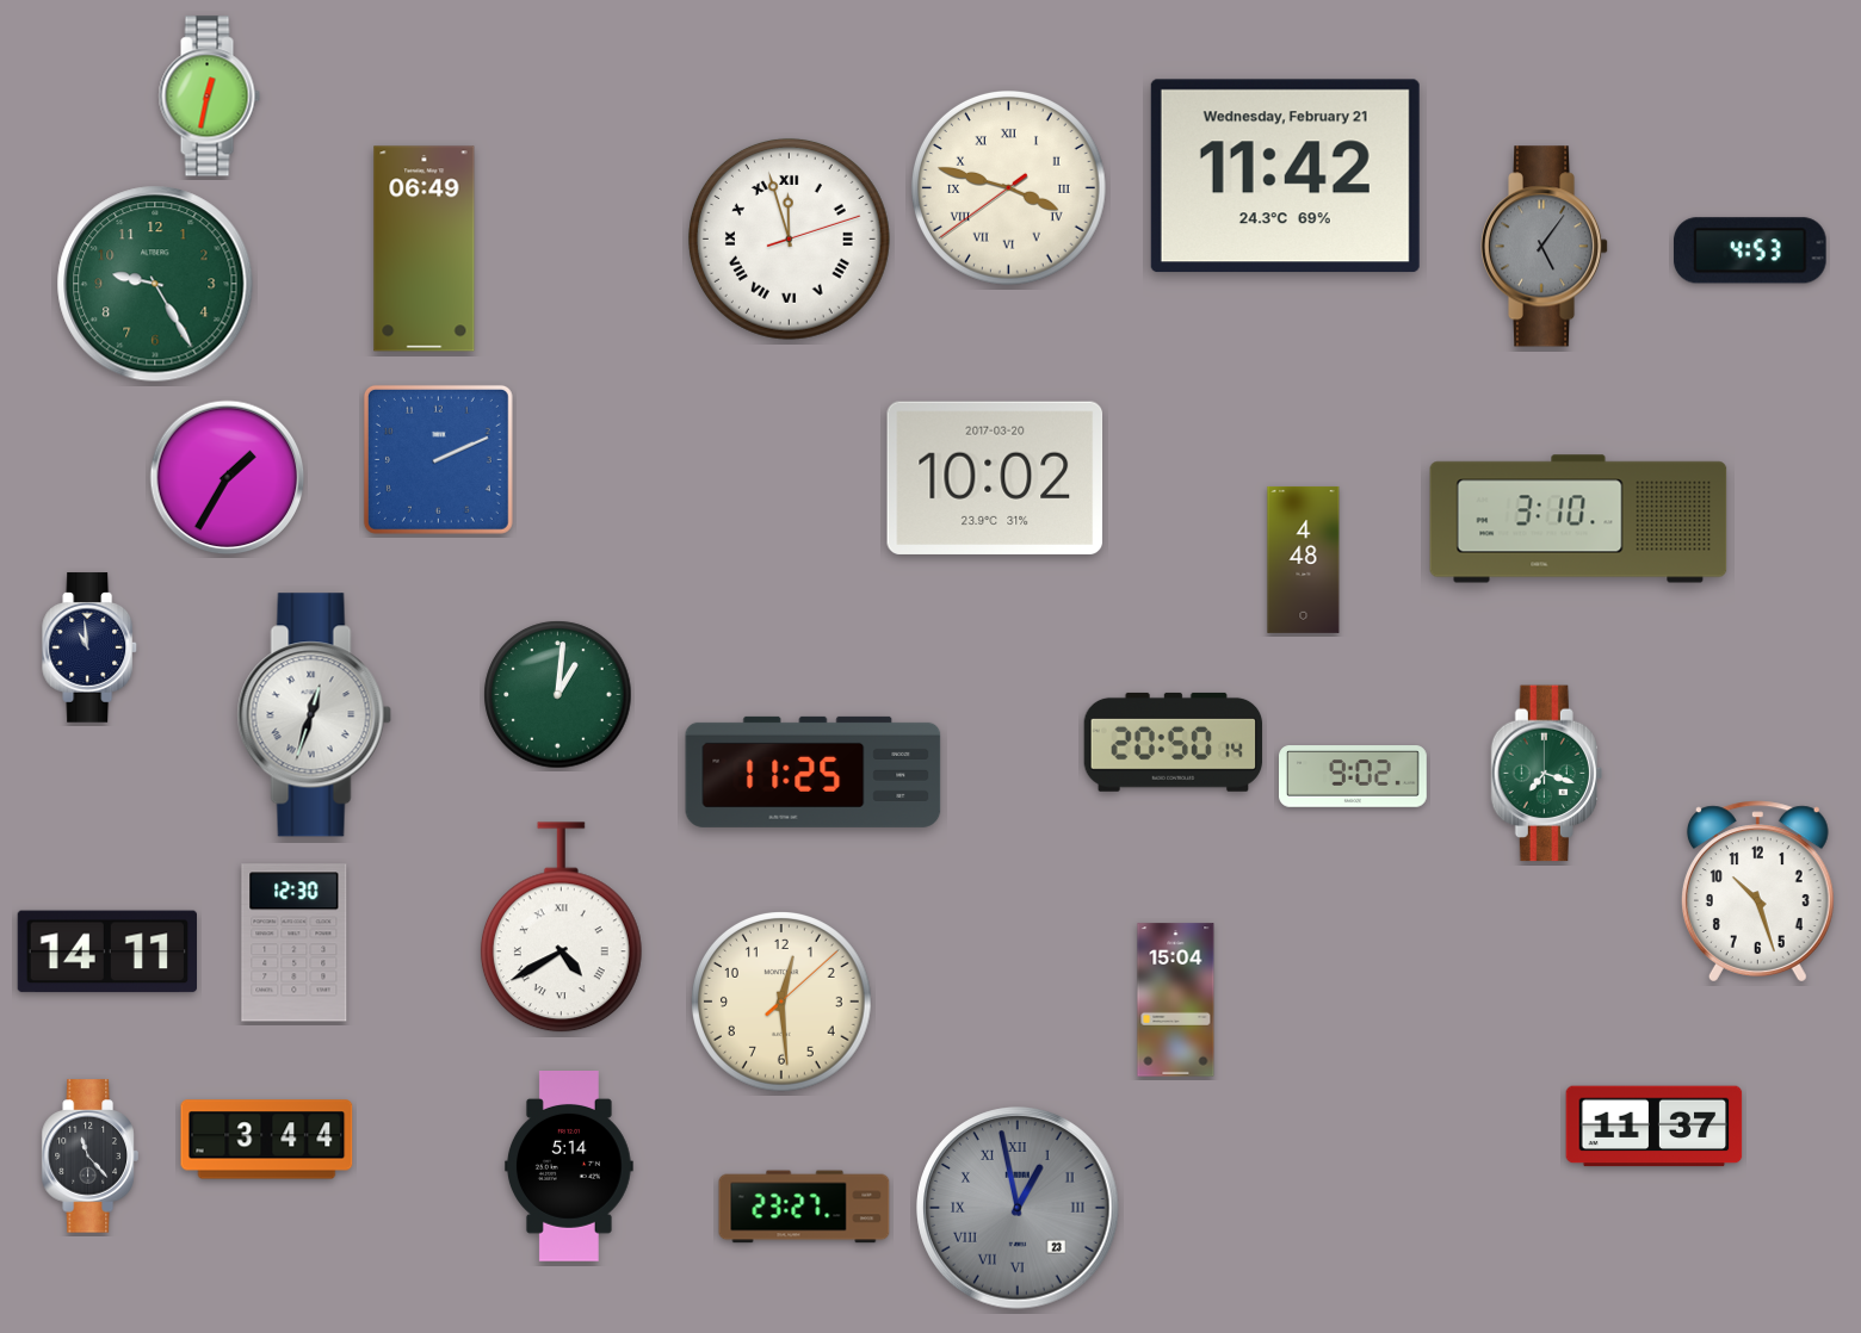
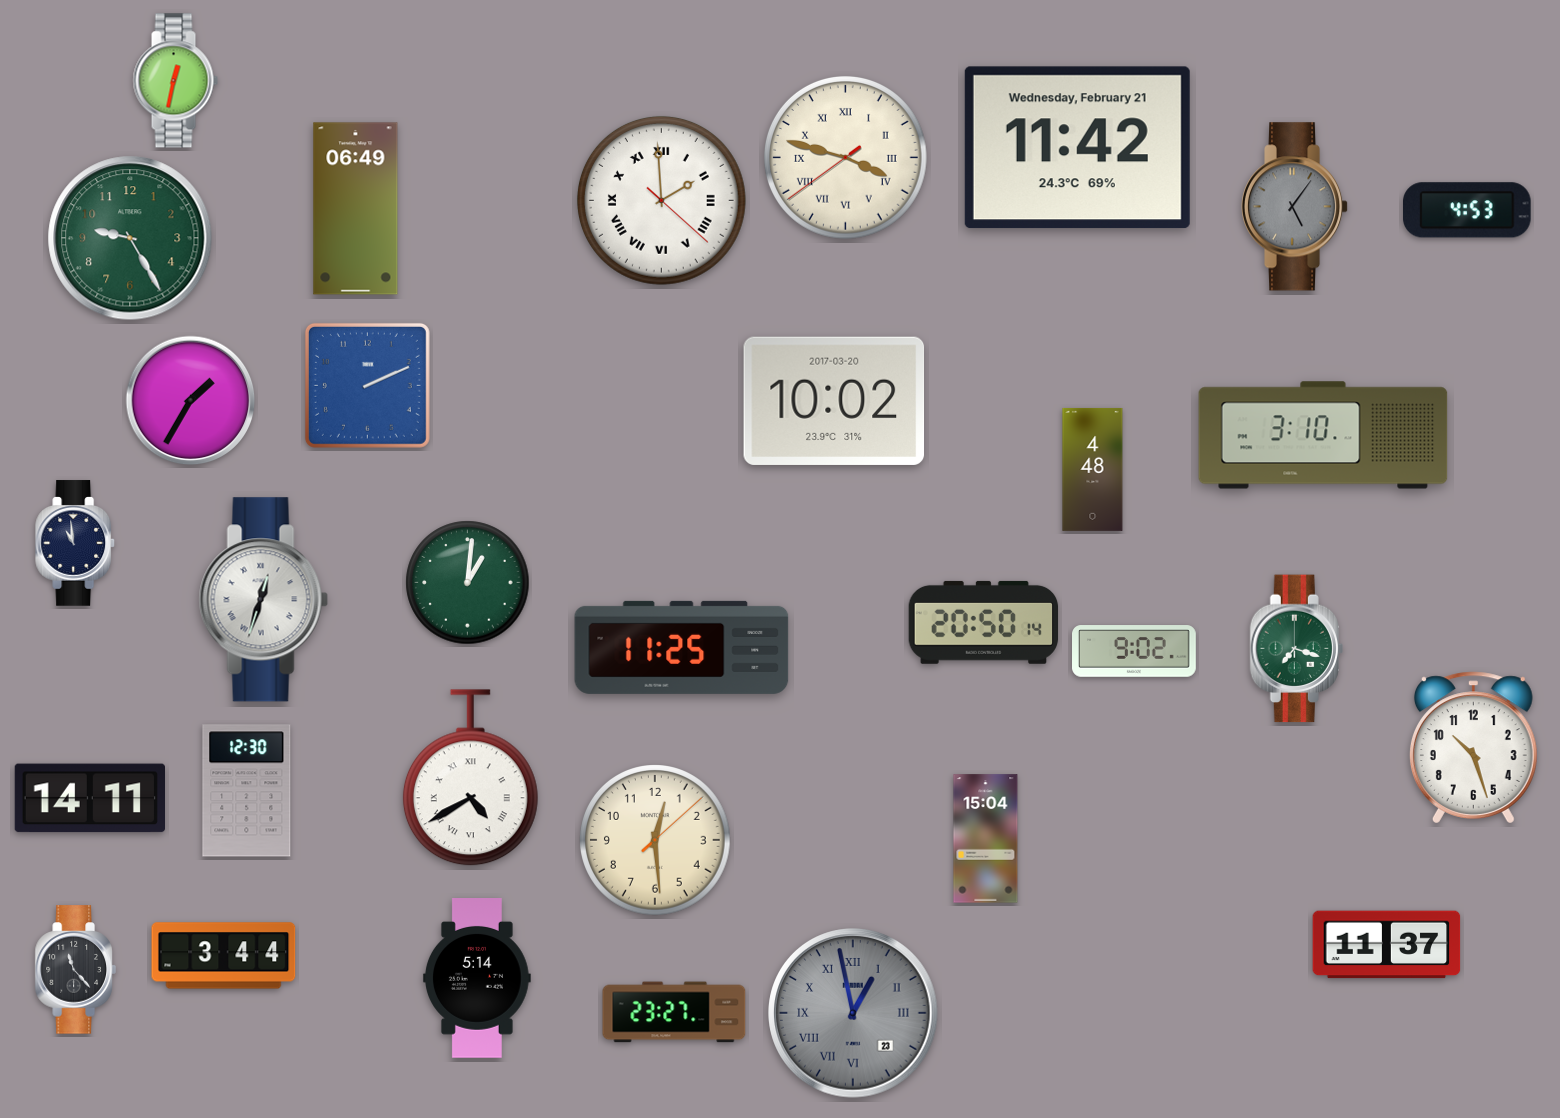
clock at (789, 238): 11:57 -> 1:59
